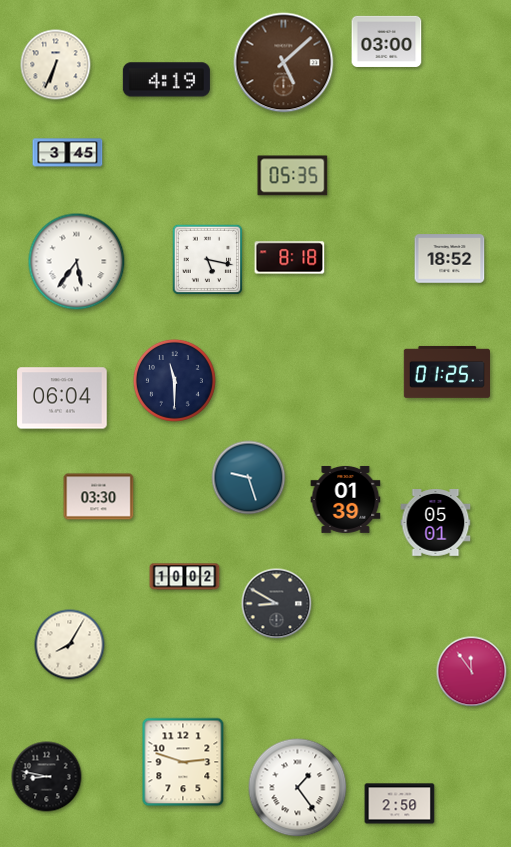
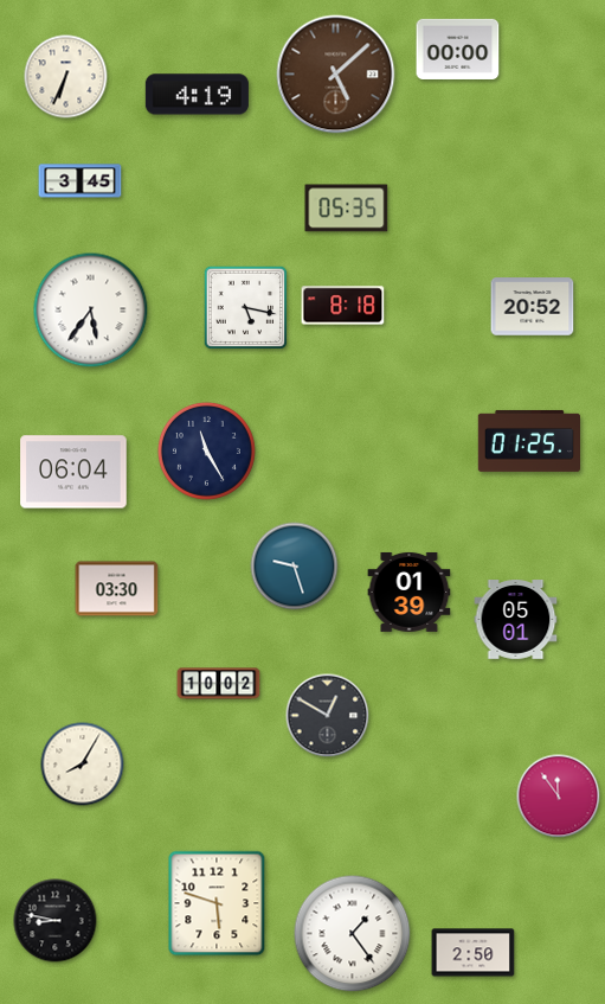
clock at (387, 41): 03:00 -> 00:00
clock at (450, 259): 18:52 -> 20:52
clock at (174, 380): 11:30 -> 11:25
clock at (277, 604): 8:50 -> 12:50
clock at (183, 762): 2:48 -> 5:48
